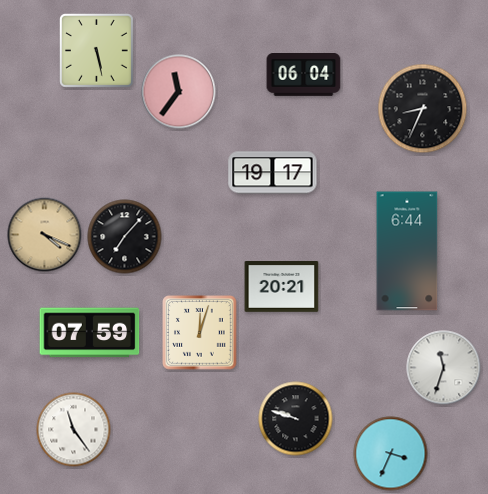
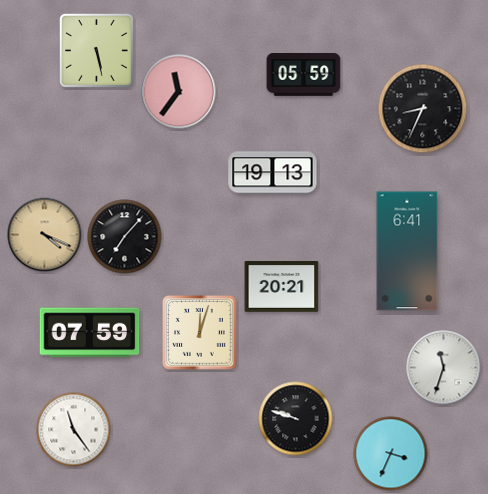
clock at (304, 75): 06:04 -> 05:59
clock at (273, 173): 19:17 -> 19:13
clock at (407, 251): 6:44 -> 6:41
